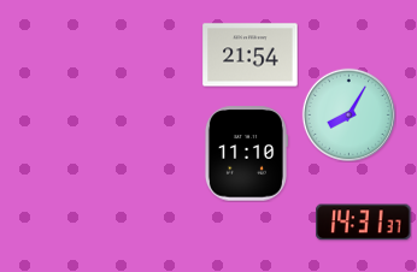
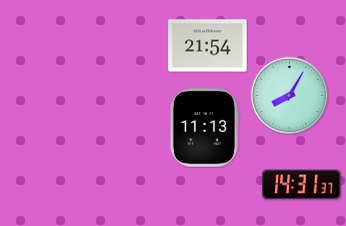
clock at (246, 154): 11:10 -> 11:13
